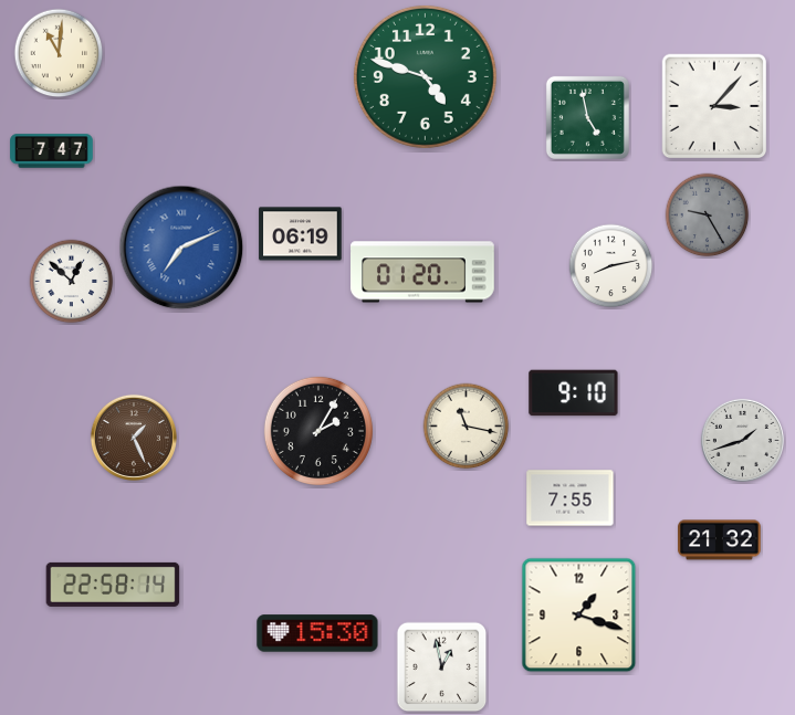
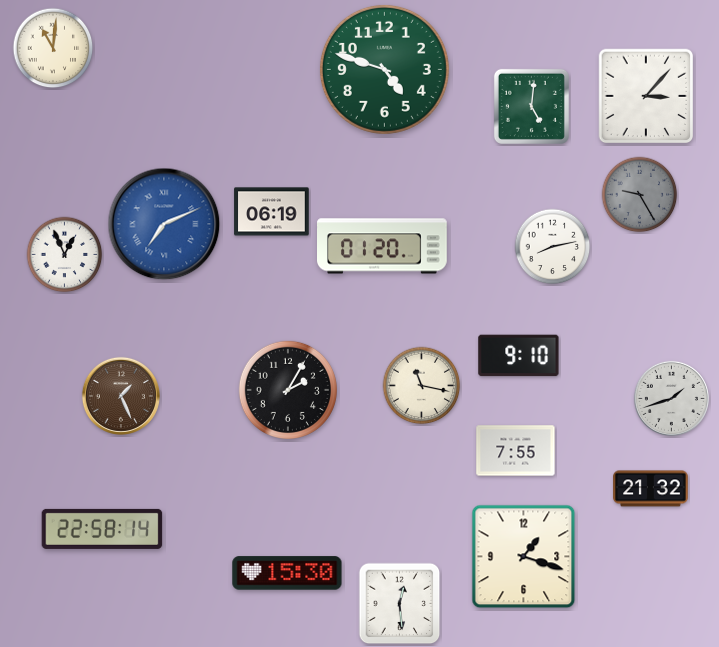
clock at (587, 117): 4:58 -> 5:01
clock at (52, 151): 7:47 -> none
clock at (611, 266) position: (611, 266) -> (553, 247)
clock at (72, 282): 12:52 -> 12:56
clock at (442, 667): 12:58 -> 12:29
